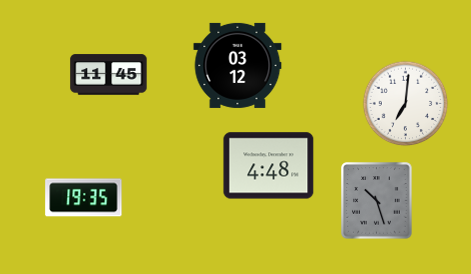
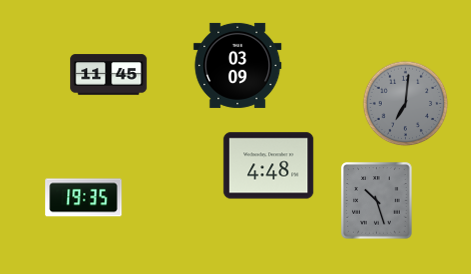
clock at (238, 65): 03:12 -> 03:09
clock at (405, 103) dial: white -> grey
